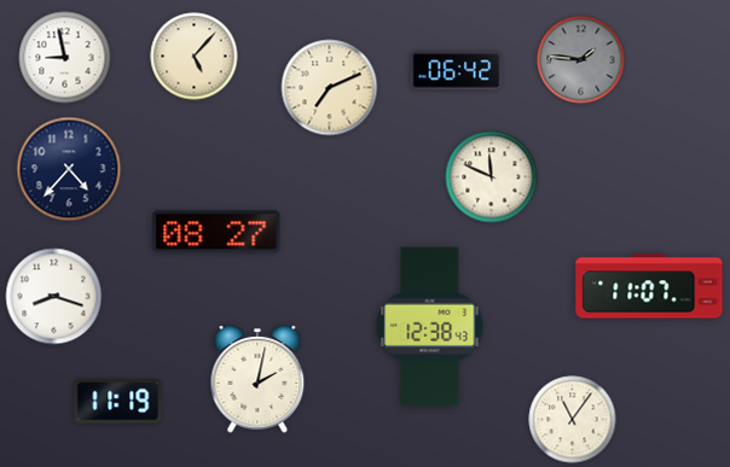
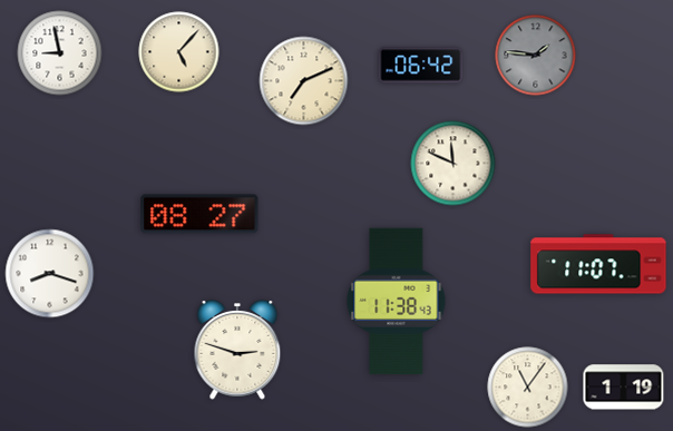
clock at (69, 169): 4:37 -> none
clock at (430, 327): 12:38 -> 11:38
clock at (257, 380): 2:02 -> 2:48
clock at (118, 402): 11:19 -> none
clock at (624, 388): none -> 1:19
